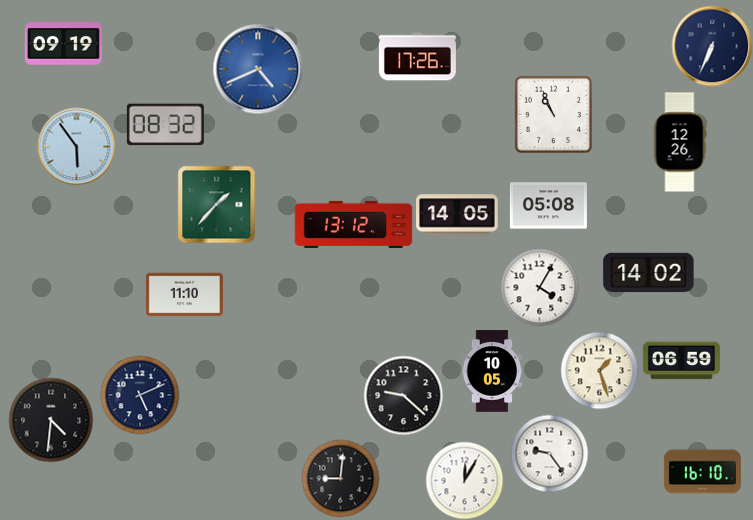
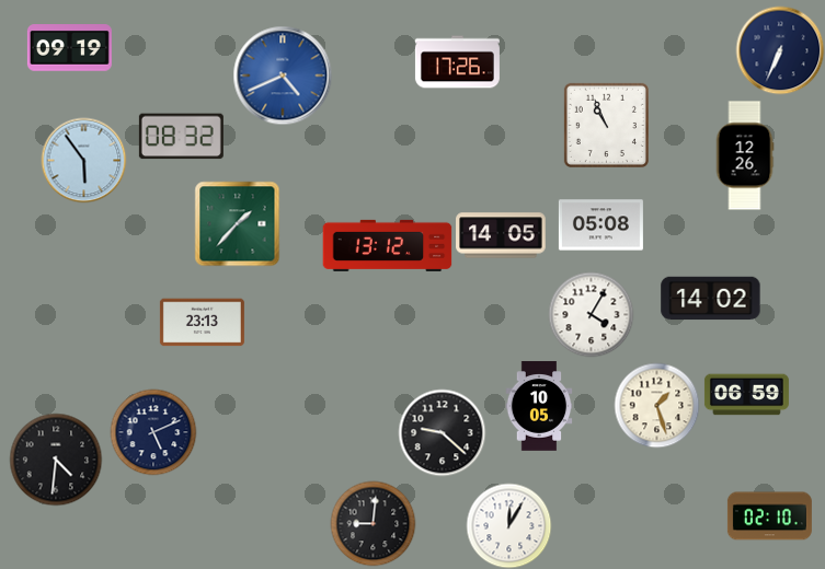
clock at (184, 295): 11:10 -> 23:13
clock at (549, 453): 9:24 -> none
clock at (702, 472): 16:10 -> 02:10
